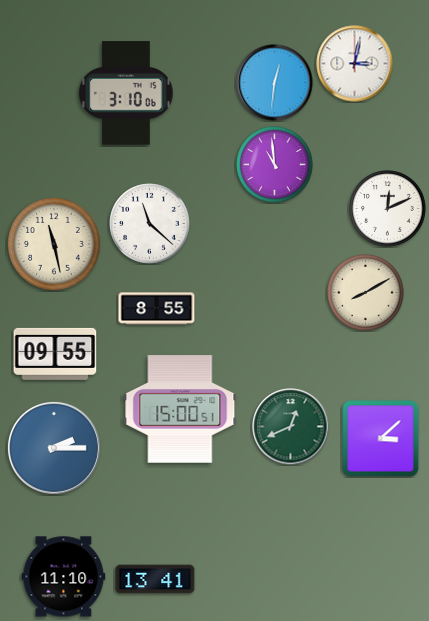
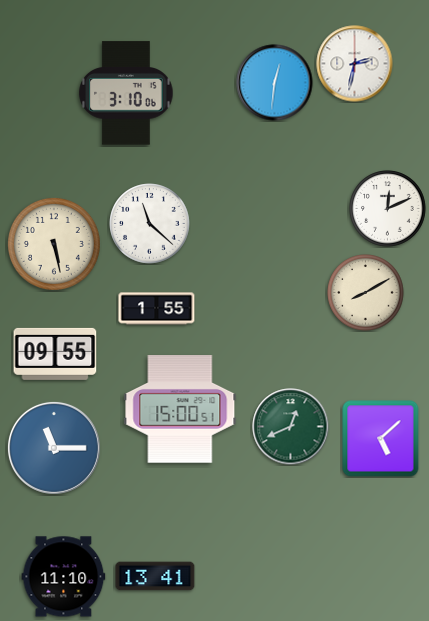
clock at (355, 64): 3:02 -> 2:32
clock at (275, 165): 10:59 -> none
clock at (54, 244): 11:28 -> 5:28
clock at (157, 309): 8:55 -> 1:55
clock at (381, 439): 3:08 -> 5:08
clock at (54, 448): 2:15 -> 11:15
clock at (155, 579) position: (155, 579) -> (155, 576)
